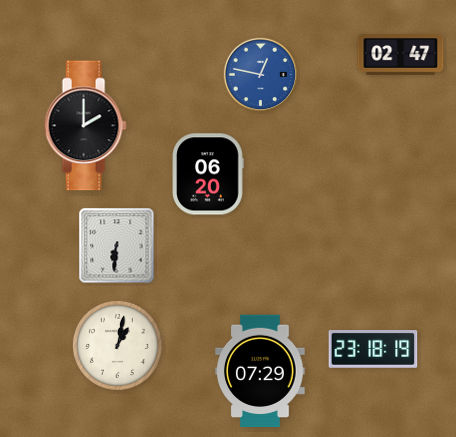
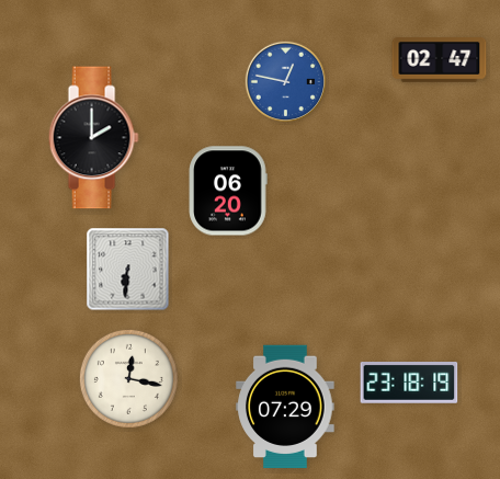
clock at (117, 345): 1:02 -> 12:17
